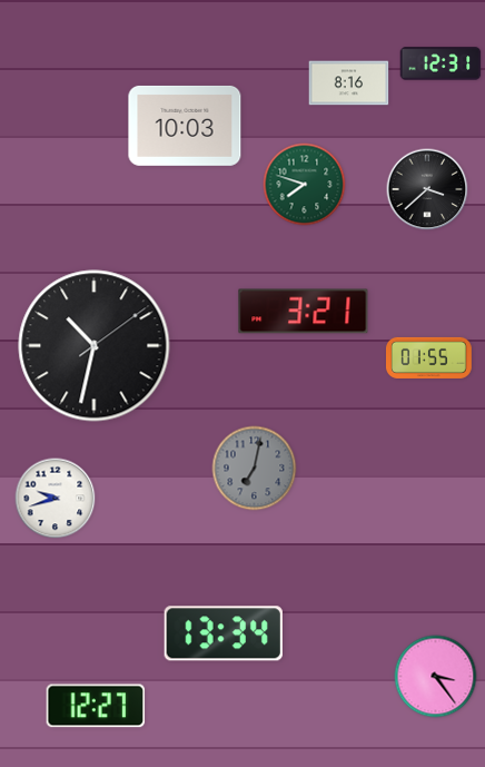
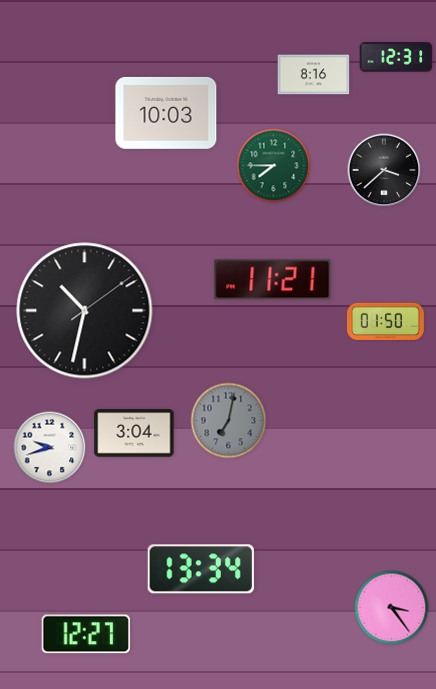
clock at (305, 185): 7:48 -> 7:45
clock at (304, 312): 3:21 -> 11:21
clock at (429, 357): 01:55 -> 01:50
clock at (134, 433): none -> 3:04
